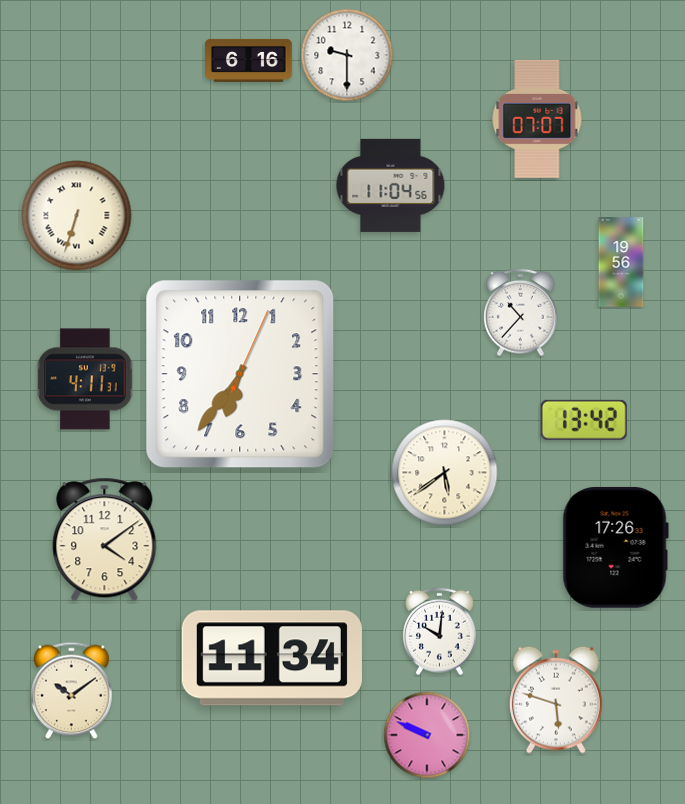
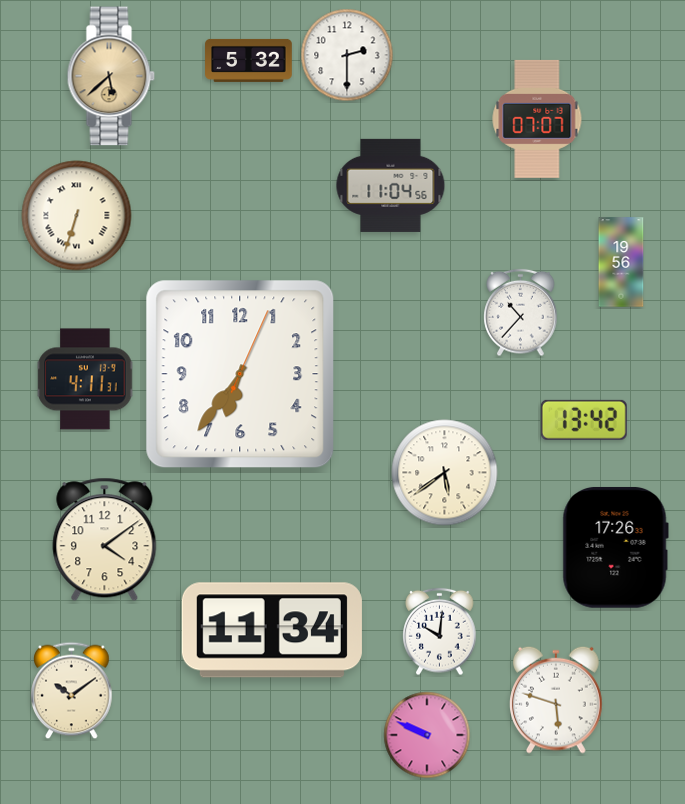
clock at (347, 55): 9:30 -> 2:30
clock at (249, 60): 6:16 -> 5:32
clock at (111, 76): none -> 5:38
clock at (272, 658) position: (272, 658) -> (272, 630)
